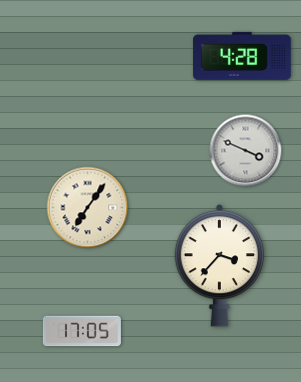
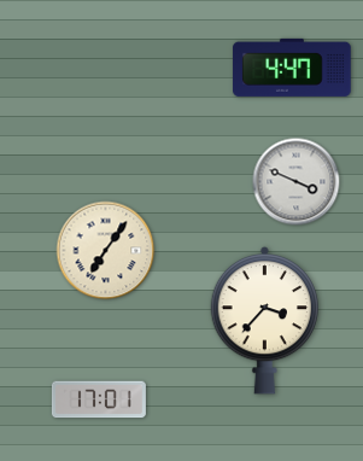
clock at (242, 56): 4:28 -> 4:47
clock at (82, 331): 17:05 -> 17:01
